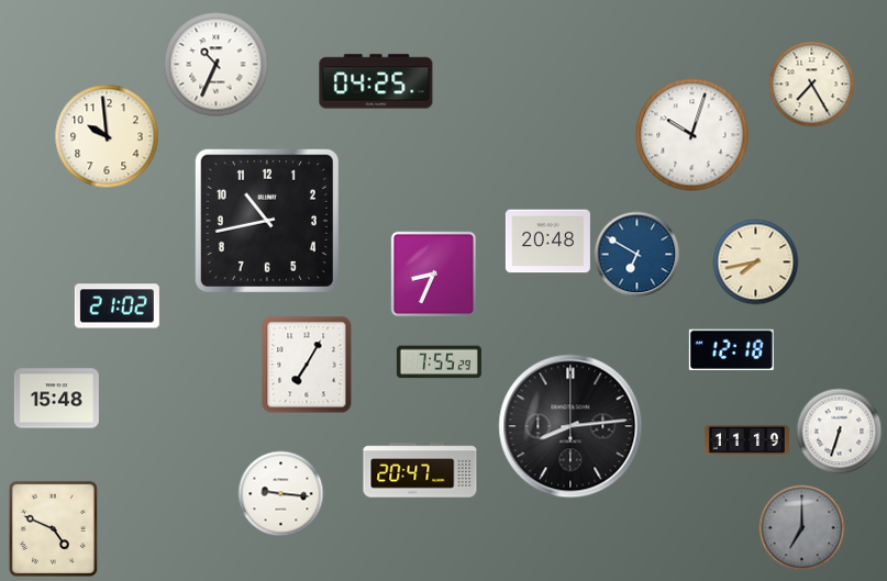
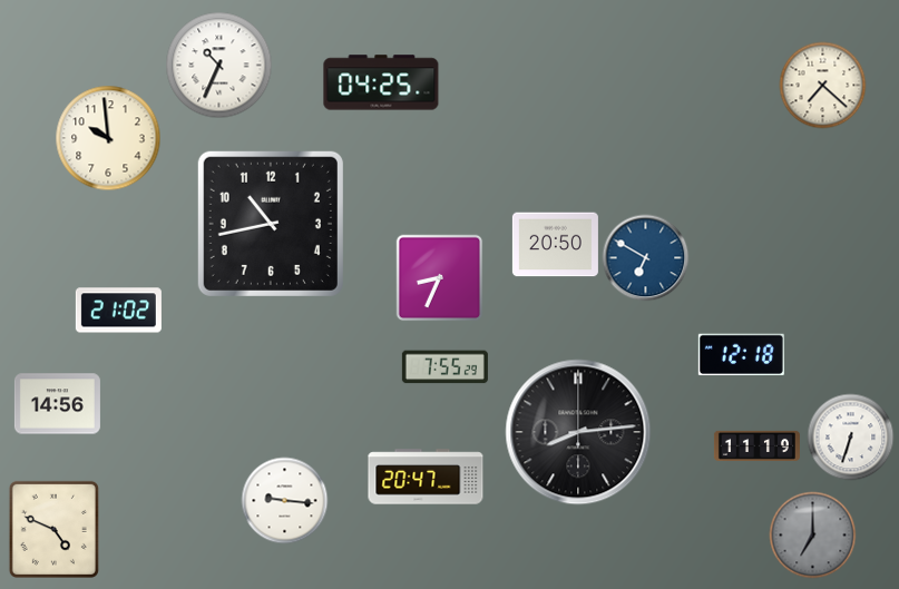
clock at (811, 83): 7:25 -> 7:22
clock at (692, 135): 10:03 -> none
clock at (547, 242): 20:48 -> 20:50
clock at (755, 261): 7:43 -> none
clock at (307, 365): 7:05 -> none
clock at (56, 399): 15:48 -> 14:56
clock at (53, 528) position: (53, 528) -> (53, 529)
